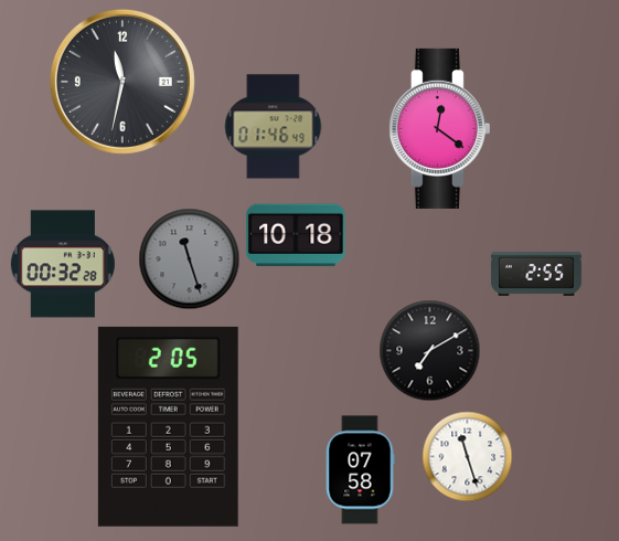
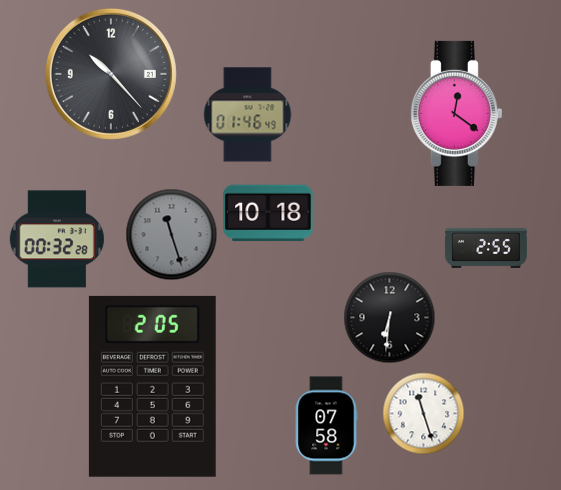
clock at (122, 82): 11:32 -> 10:23
clock at (439, 128) position: (439, 128) -> (456, 113)
clock at (430, 351): 7:10 -> 6:31
